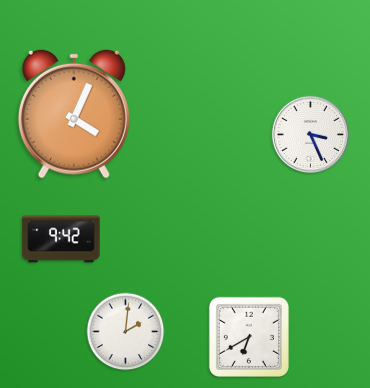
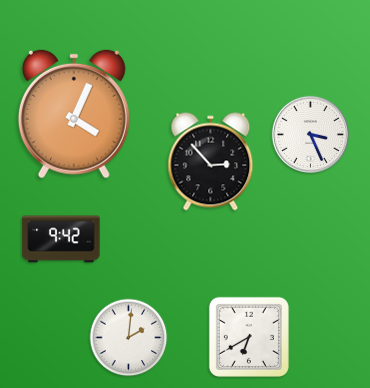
clock at (211, 162): none -> 2:53
clock at (126, 332) position: (126, 332) -> (129, 338)
